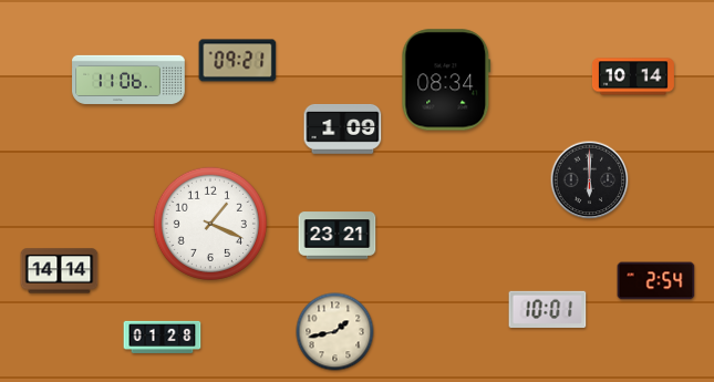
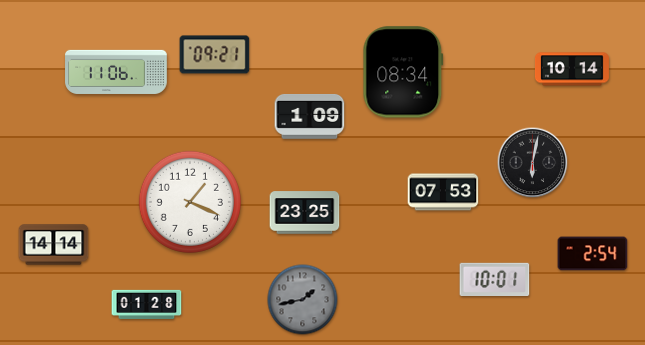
clock at (590, 180): 6:00 -> 6:02
clock at (443, 192): none -> 07:53
clock at (338, 236): 23:21 -> 23:25
clock at (335, 332) dial: cream -> grey
